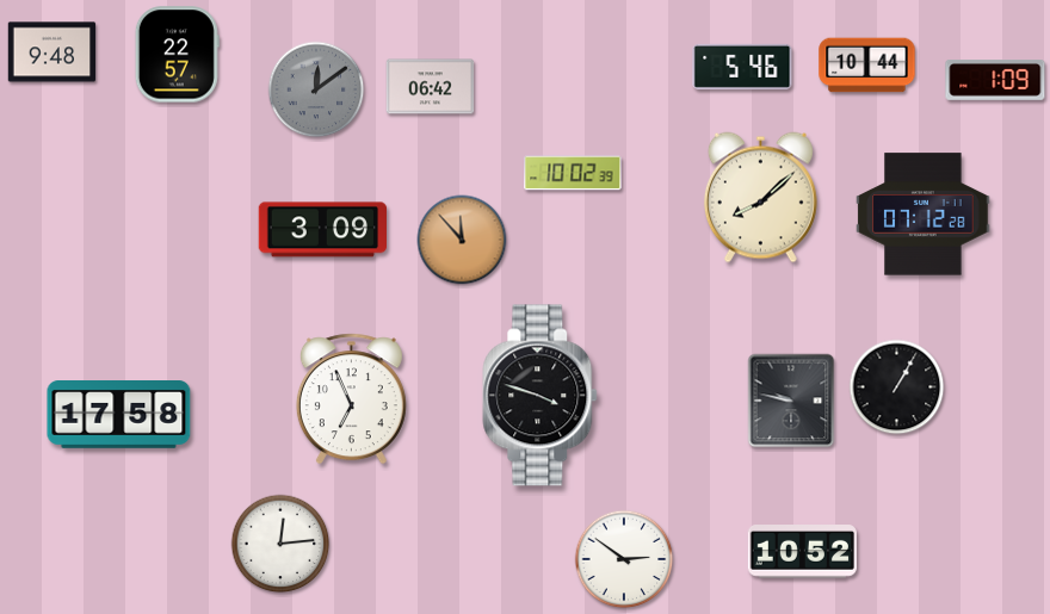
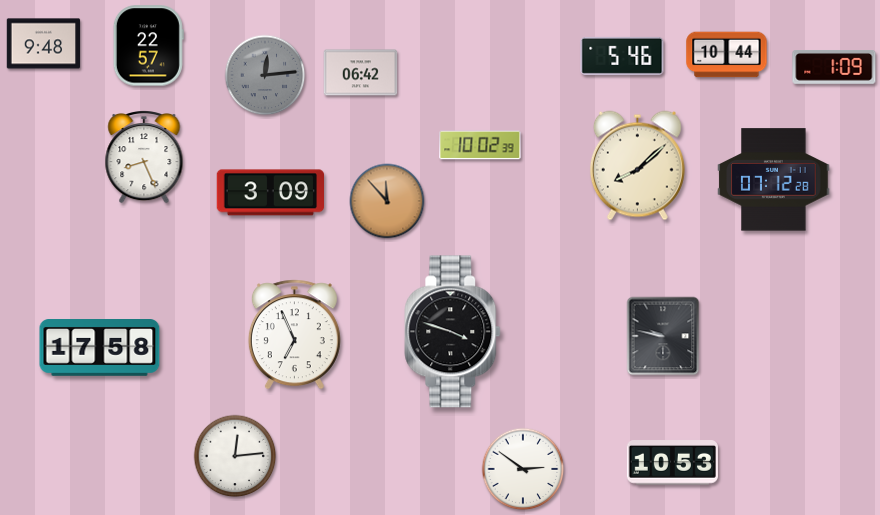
clock at (316, 89): 12:09 -> 12:14
clock at (144, 158): none -> 8:26
clock at (897, 387): 1:05 -> none
clock at (802, 552): 10:52 -> 10:53
